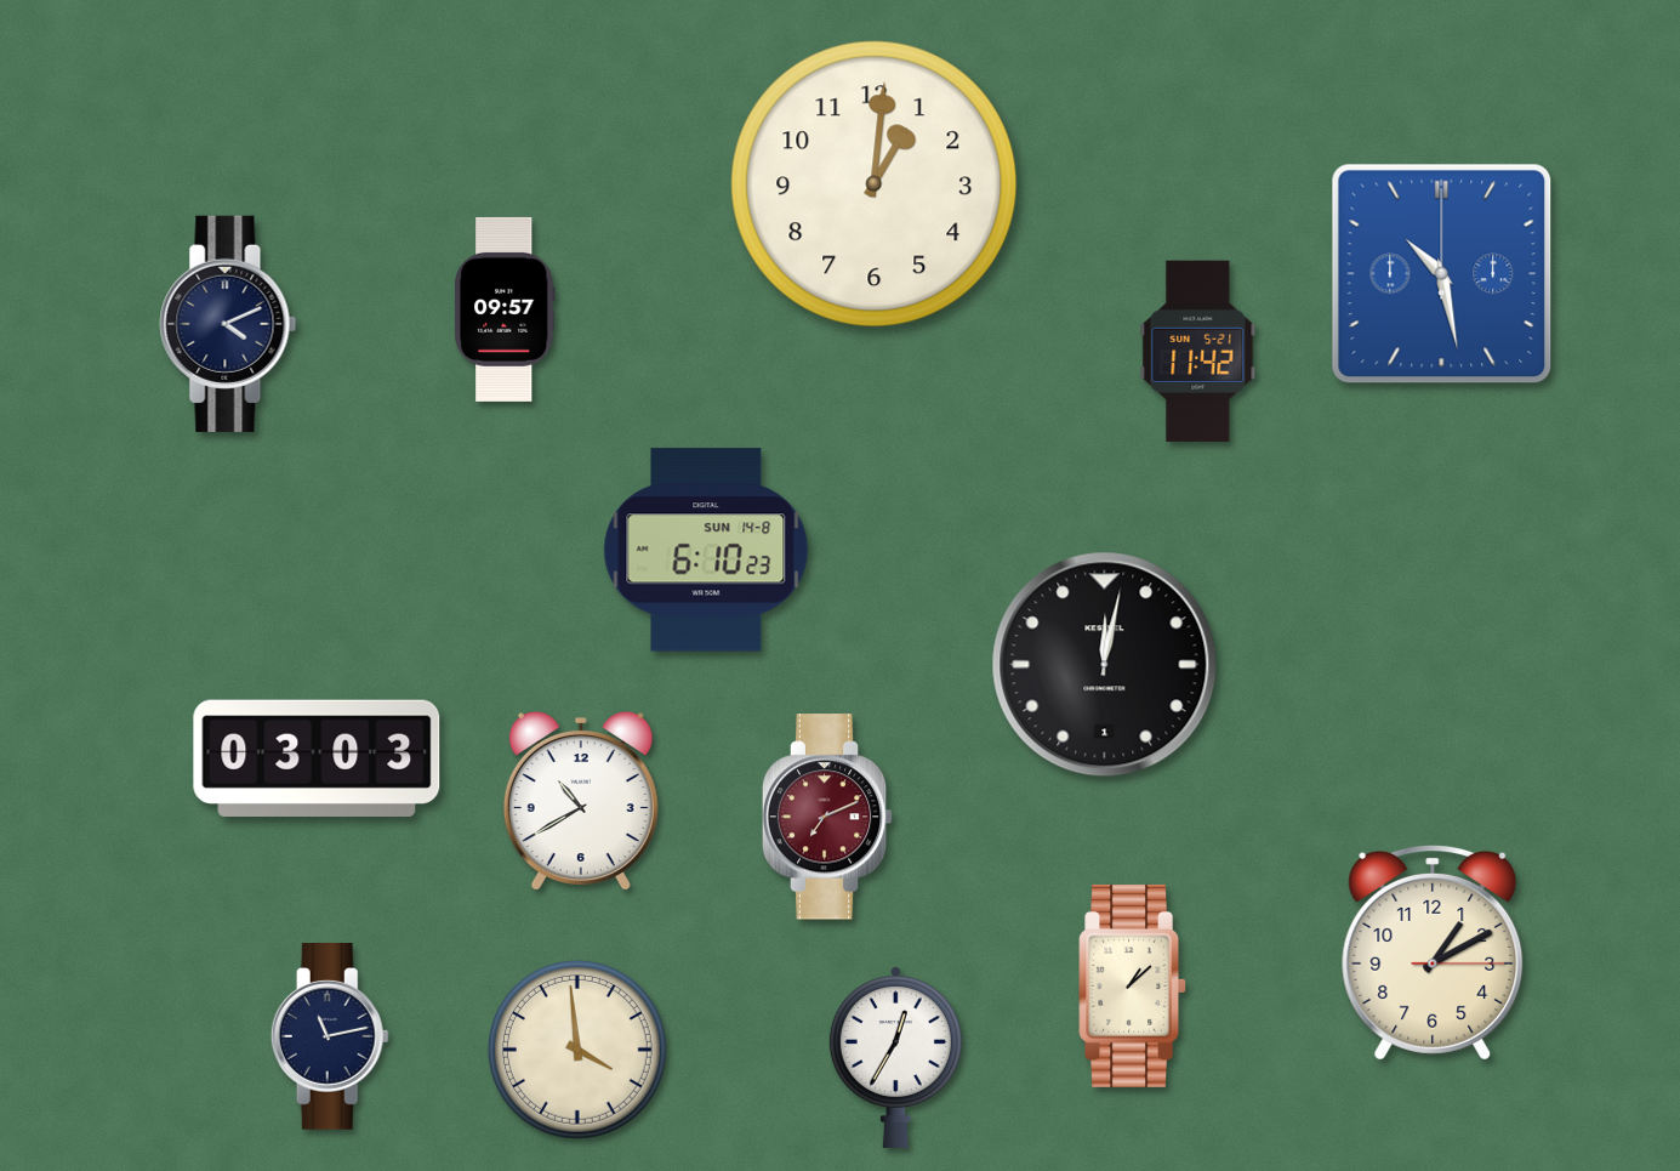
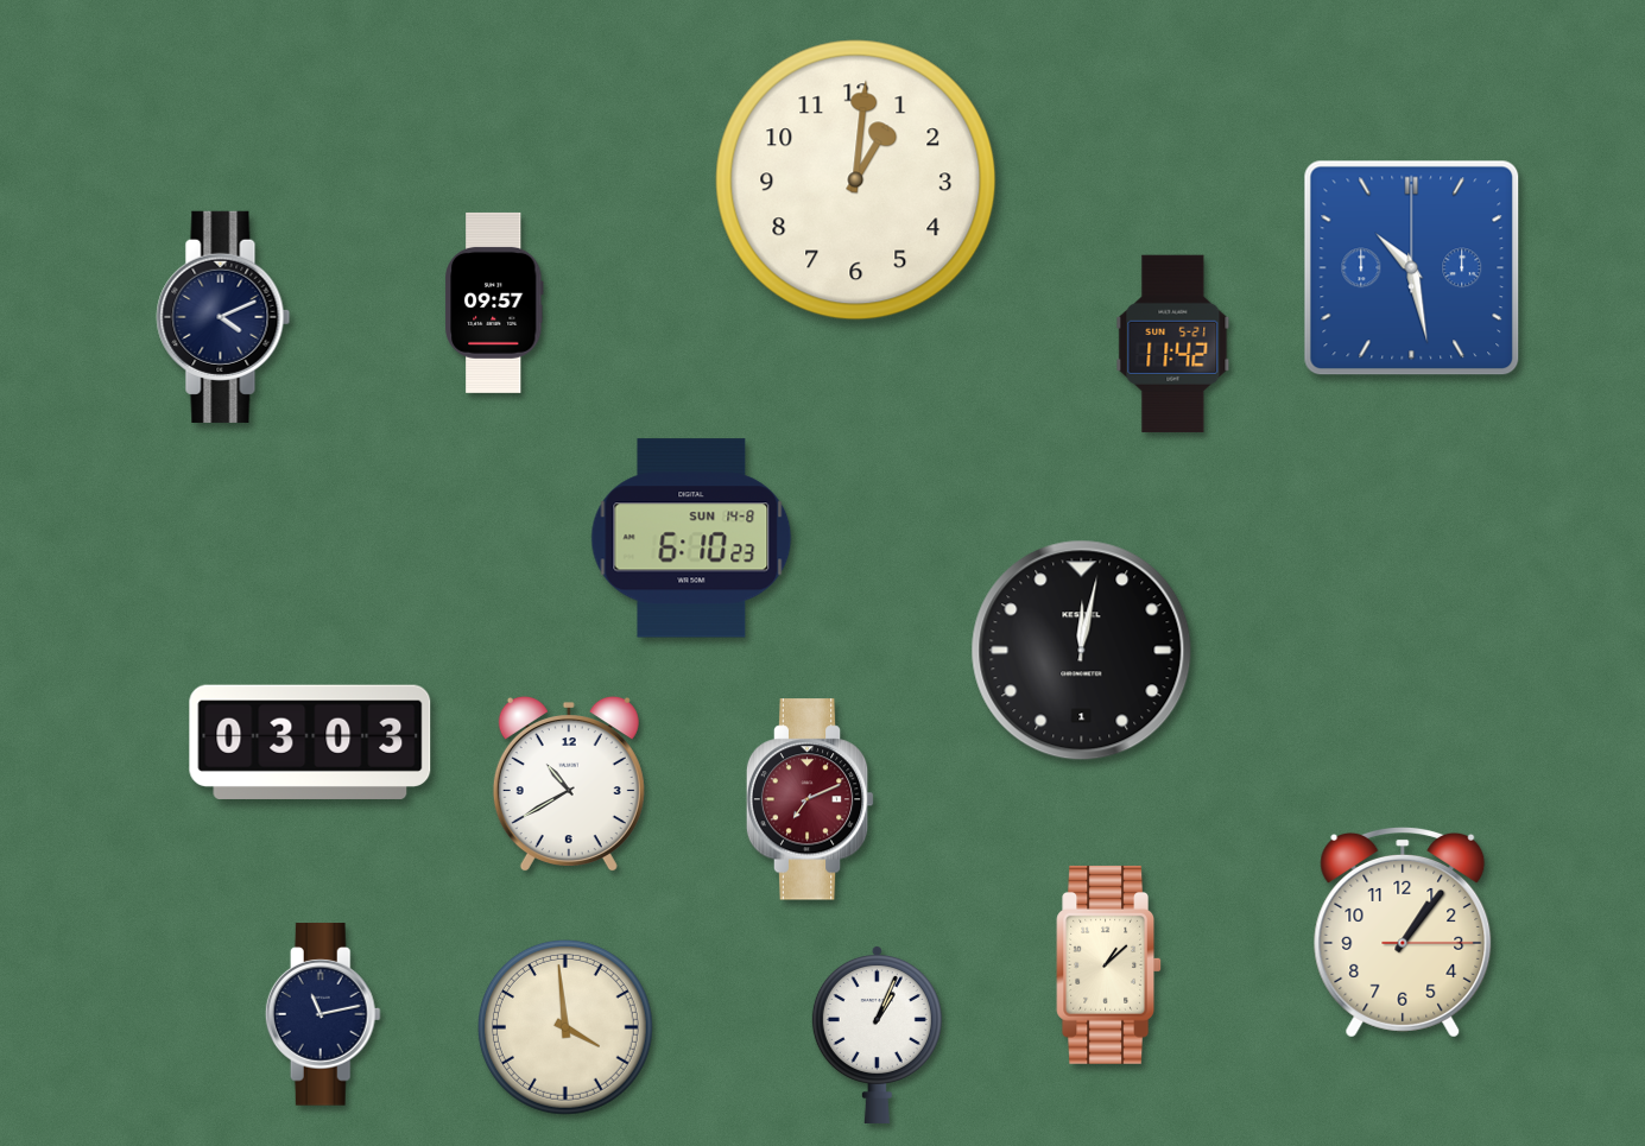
clock at (1433, 953): 1:10 -> 1:06
clock at (895, 1057): 12:35 -> 1:04
